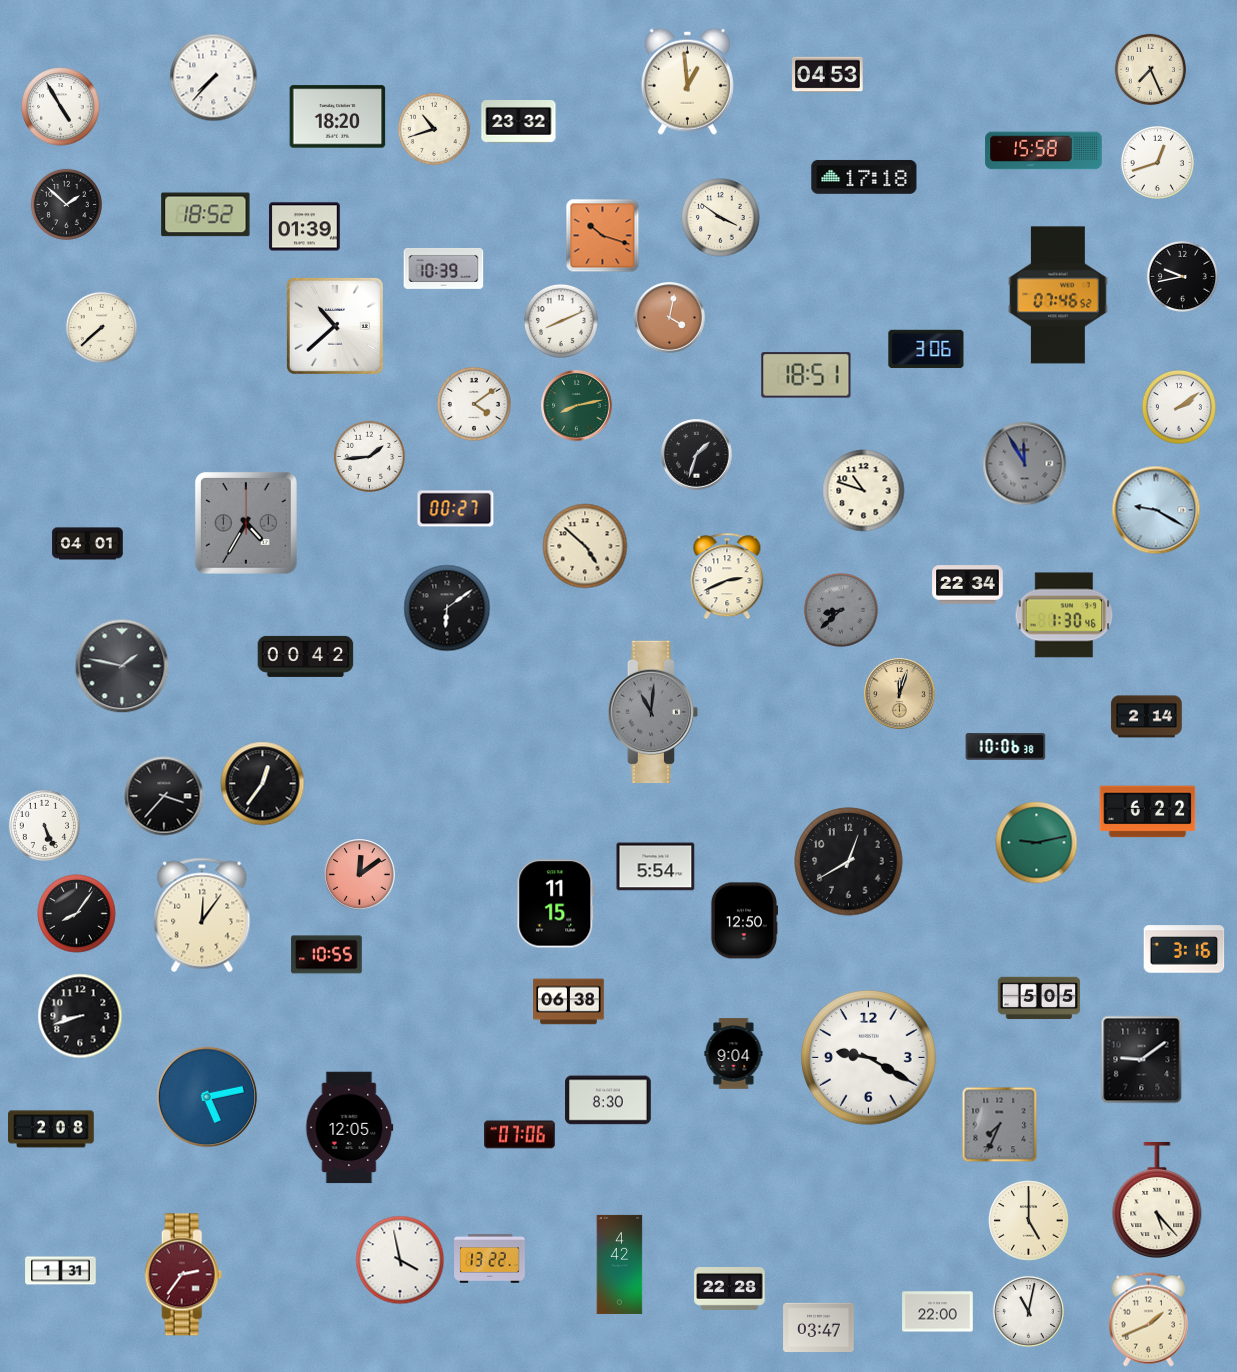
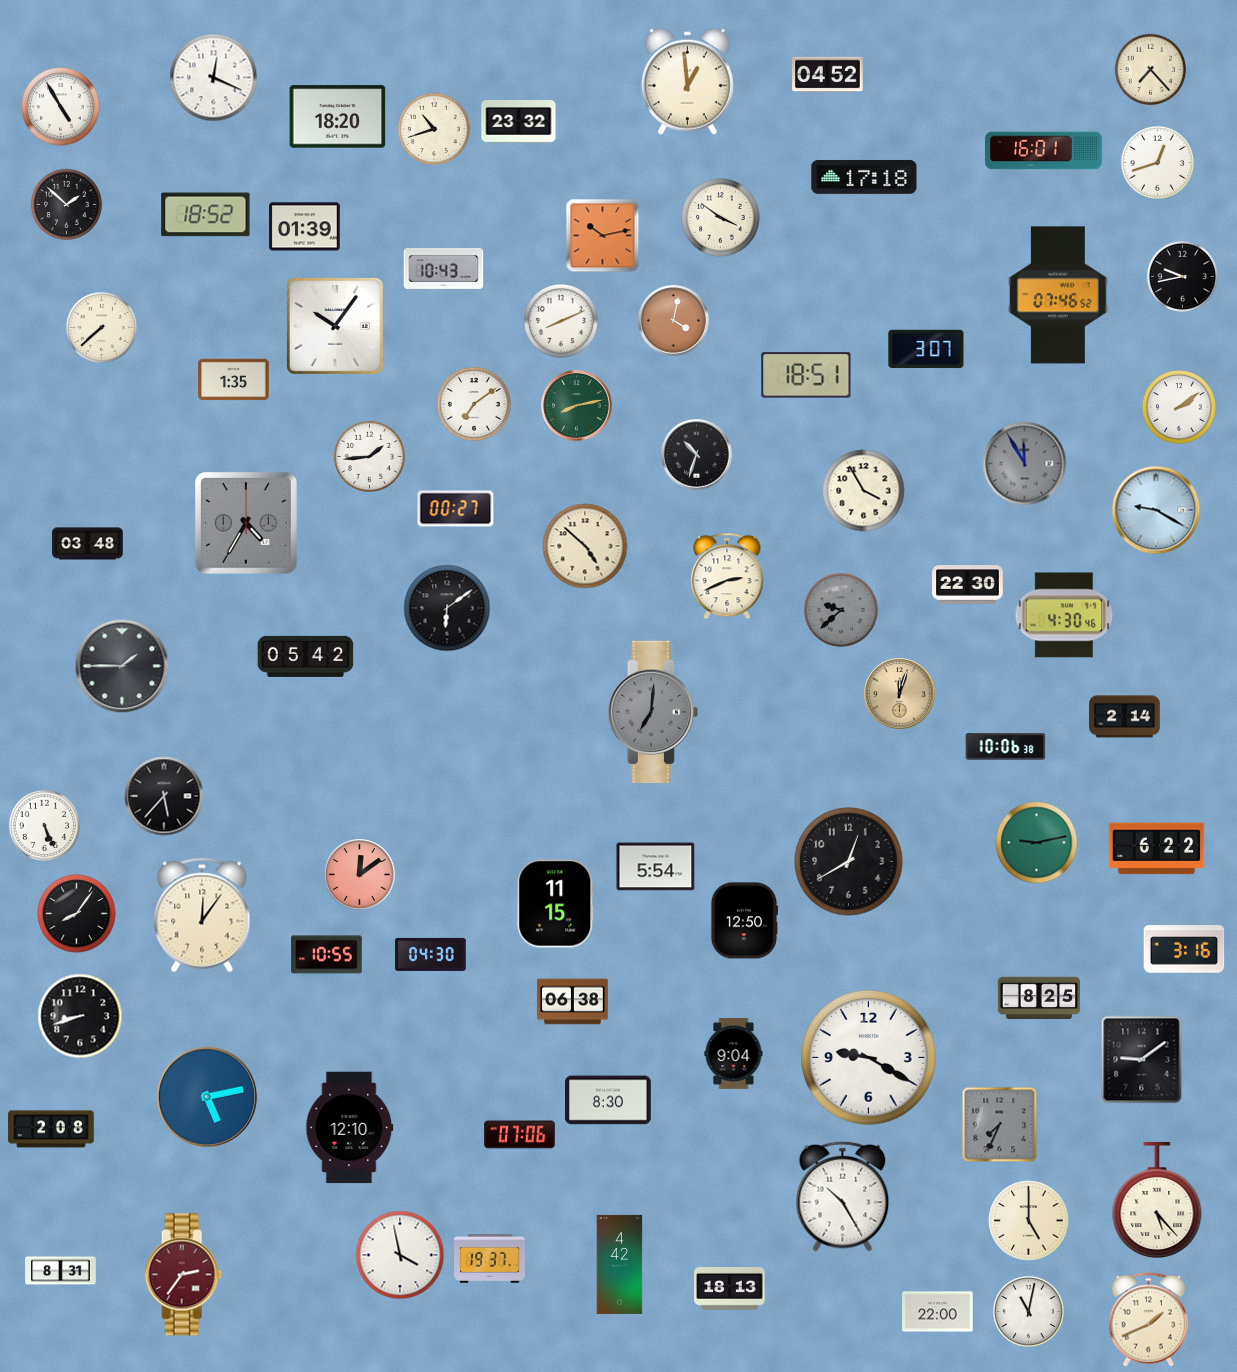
clock at (1150, 69): 7:26 -> 7:23
clock at (828, 75): 04:53 -> 04:52
clock at (214, 78): 7:37 -> 12:19
clock at (1044, 151): 15:58 -> 16:01
clock at (603, 236): 10:18 -> 10:13
clock at (444, 268): 10:39 -> 10:43
clock at (670, 318) position: (670, 318) -> (674, 321)
clock at (335, 326): 10:38 -> 10:06
clock at (926, 349): 3:06 -> 3:07
clock at (234, 380): none -> 1:35
clock at (474, 404): 4:09 -> 7:09
clock at (697, 455): 1:33 -> 10:33
clock at (864, 491): 10:48 -> 3:55
clock at (88, 544): 04:01 -> 03:48
clock at (968, 585): 22:34 -> 22:30
clock at (841, 610): 8:38 -> 9:38
clock at (1064, 615): 1:30 -> 4:30
clock at (306, 656): 00:42 -> 05:42
clock at (122, 666): 1:47 -> 1:45
clock at (653, 712): 11:01 -> 7:01
clock at (1147, 717) position: (1147, 717) -> (1125, 717)
clock at (263, 784): 12:36 -> none
clock at (164, 796): 3:37 -> 5:37
clock at (1148, 812) position: (1148, 812) -> (1157, 849)
clock at (431, 954): none -> 04:30
clock at (1039, 998): 5:05 -> 8:25
clock at (569, 1002) position: (569, 1002) -> (573, 1002)
clock at (350, 1128): 12:05 -> 12:10
clock at (843, 1196): none -> 10:25
clock at (490, 1259): 13:22 -> 19:37
clock at (400, 1260) position: (400, 1260) -> (400, 1255)
clock at (61, 1271): 1:31 -> 8:31
clock at (730, 1289): 22:28 -> 18:13
clock at (819, 1327): 03:47 -> none
